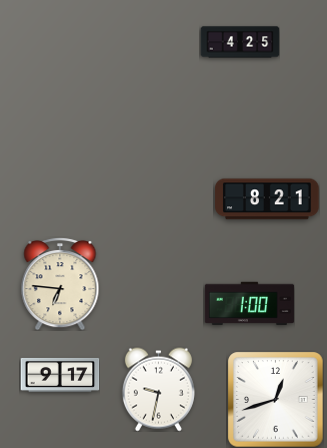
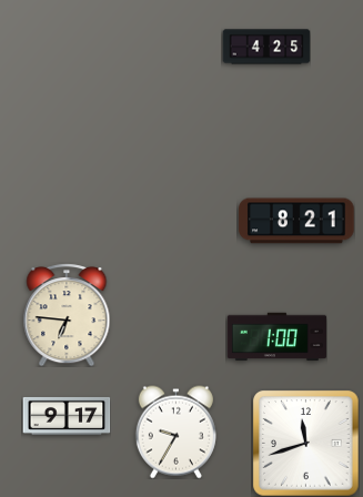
clock at (158, 389): 9:32 -> 9:35
clock at (275, 399): 12:42 -> 11:42
